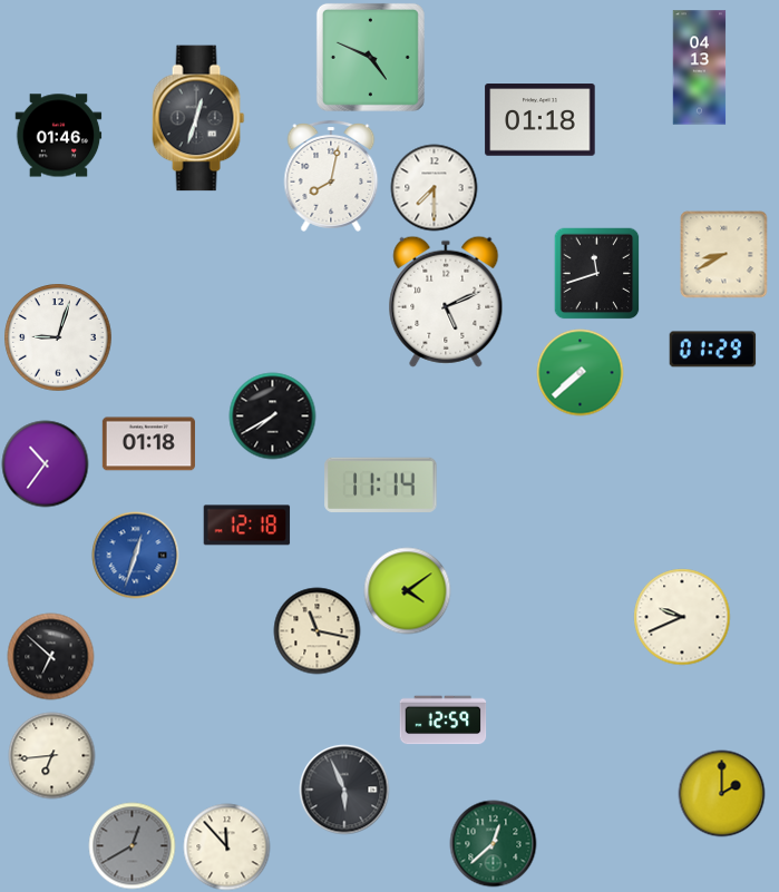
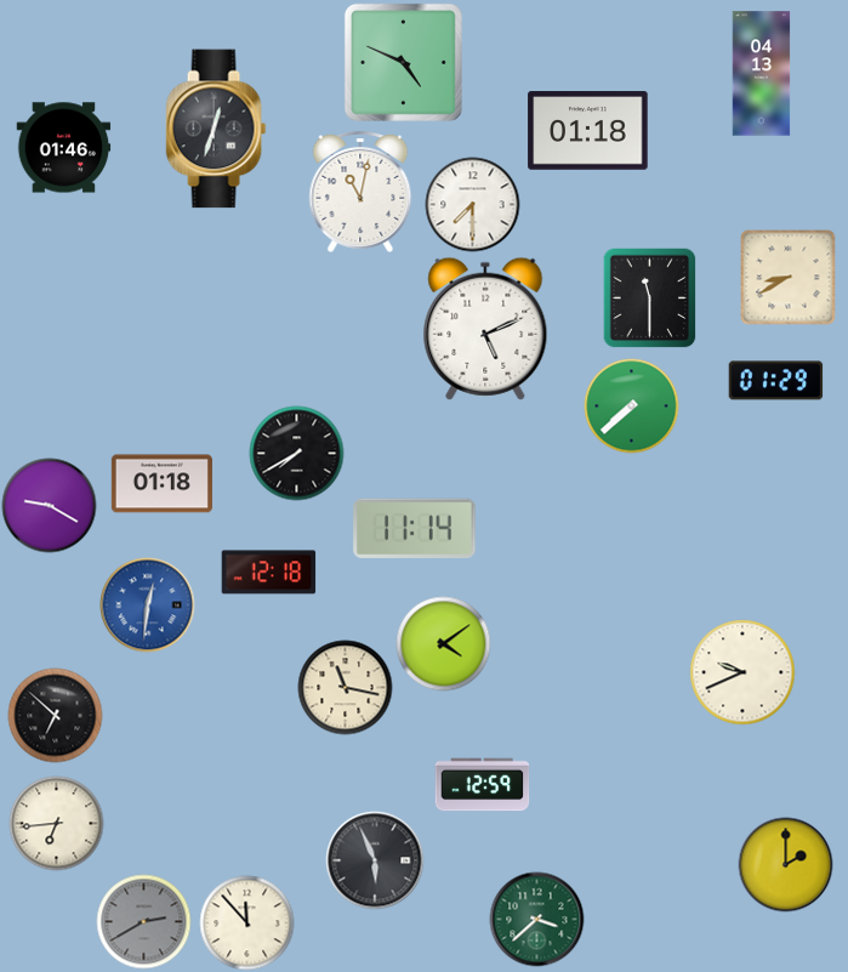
clock at (331, 176): 8:02 -> 11:02
clock at (597, 273): 11:42 -> 11:30
clock at (58, 337): 9:03 -> none
clock at (45, 463): 10:36 -> 9:20
clock at (135, 555): 12:33 -> 12:31
clock at (493, 843): 12:38 -> 3:38
clock at (132, 845): 12:40 -> 2:40
